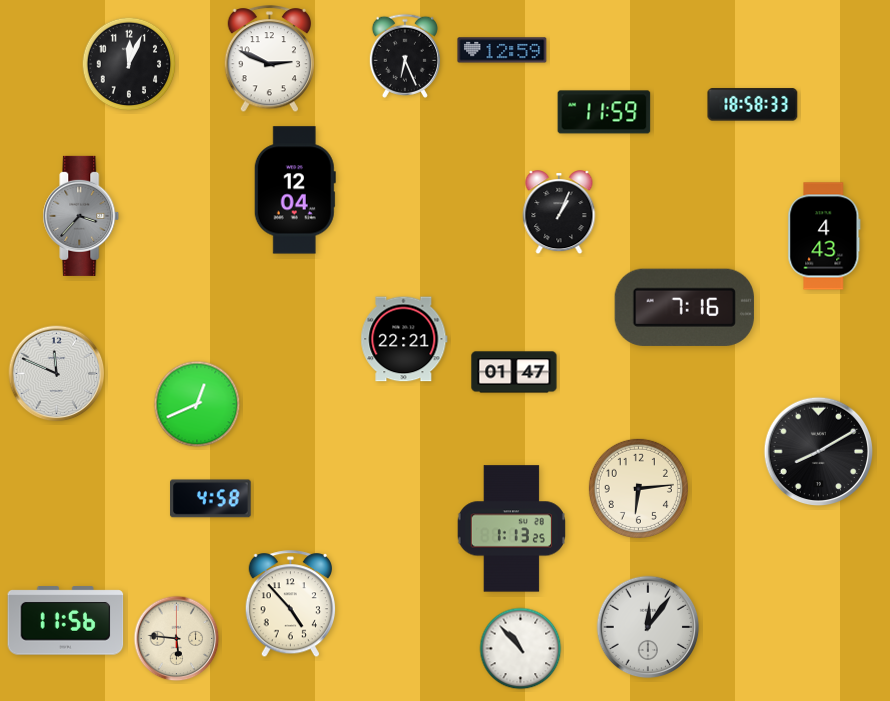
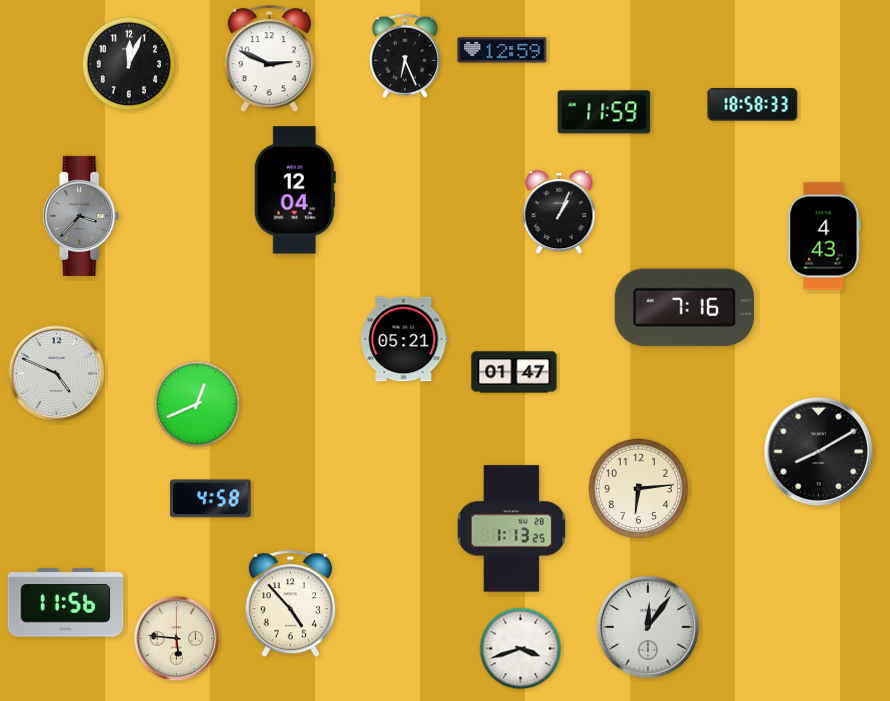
clock at (404, 339): 22:21 -> 05:21
clock at (57, 374): 11:49 -> 4:49
clock at (66, 621) position: (66, 621) -> (66, 603)
clock at (521, 649): 10:53 -> 3:42
